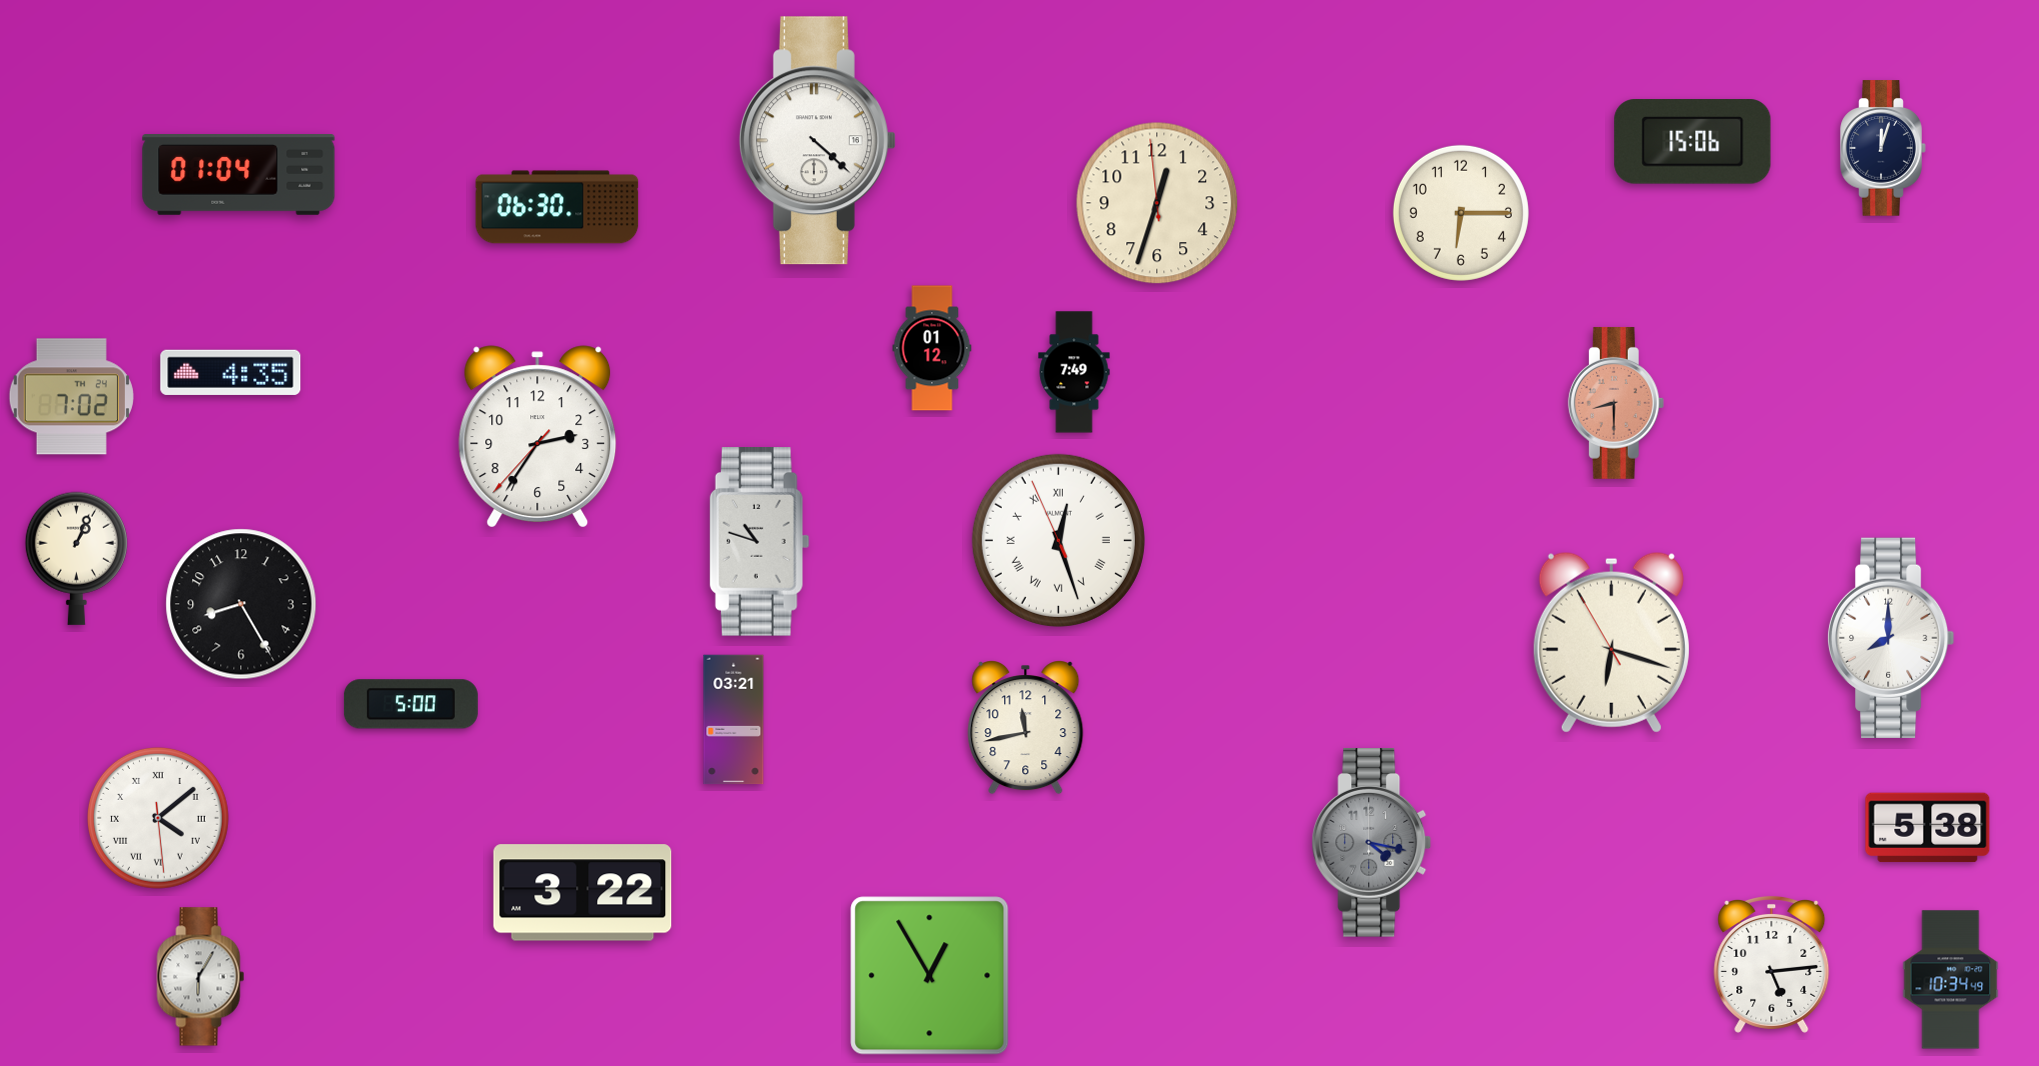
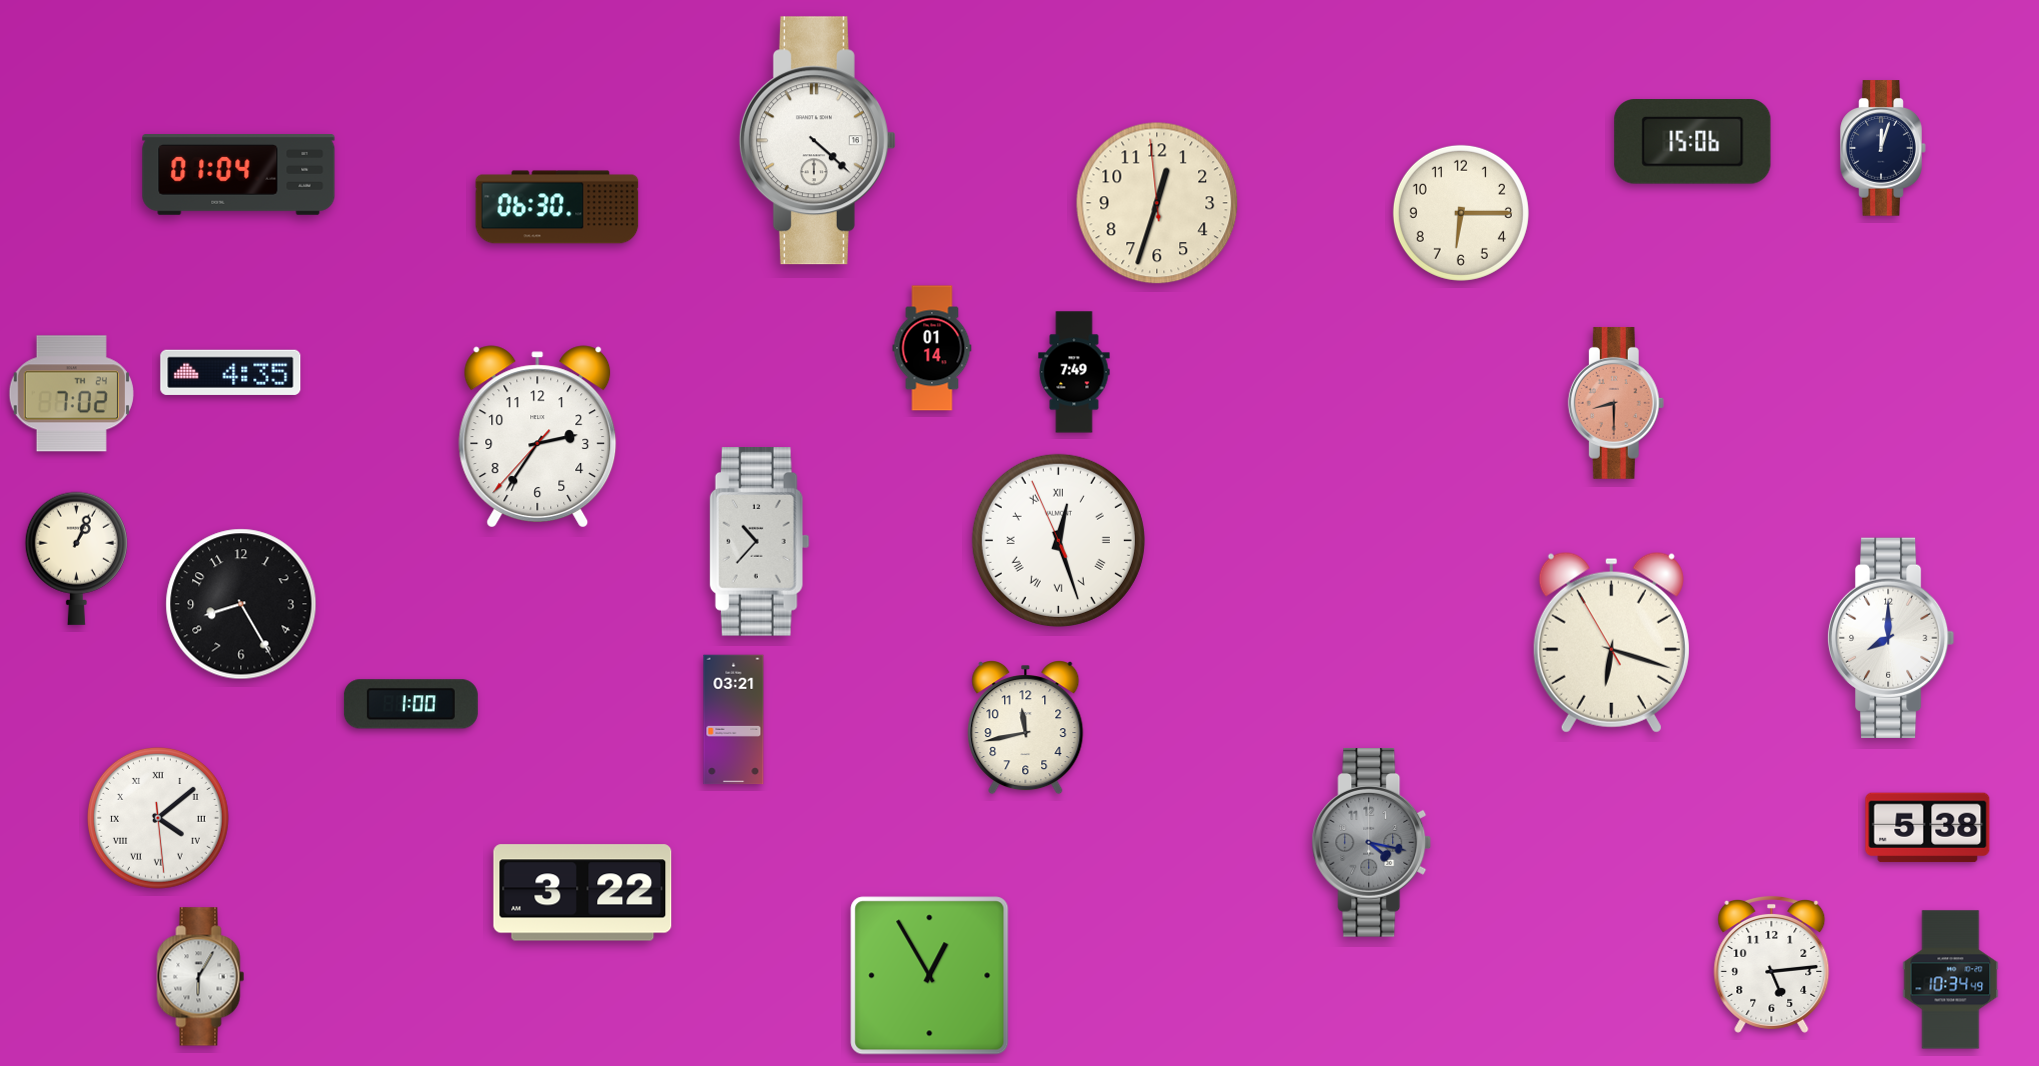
clock at (932, 348): 01:12 -> 01:14
clock at (71, 397) position: (71, 397) -> (71, 394)
clock at (759, 542): 10:48 -> 10:37
clock at (411, 704): 5:00 -> 1:00
